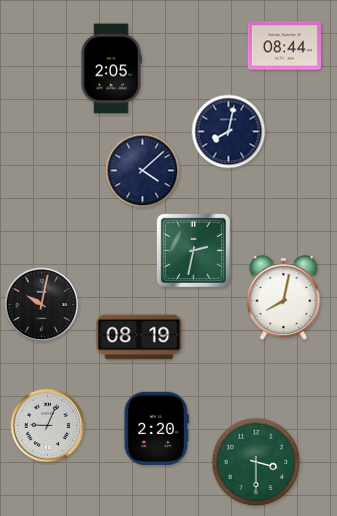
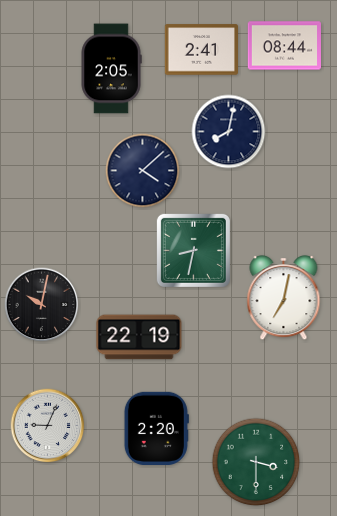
clock at (201, 50): none -> 2:41
clock at (193, 250): 2:32 -> 8:32
clock at (284, 298): 8:02 -> 7:02
clock at (139, 337): 08:19 -> 22:19
